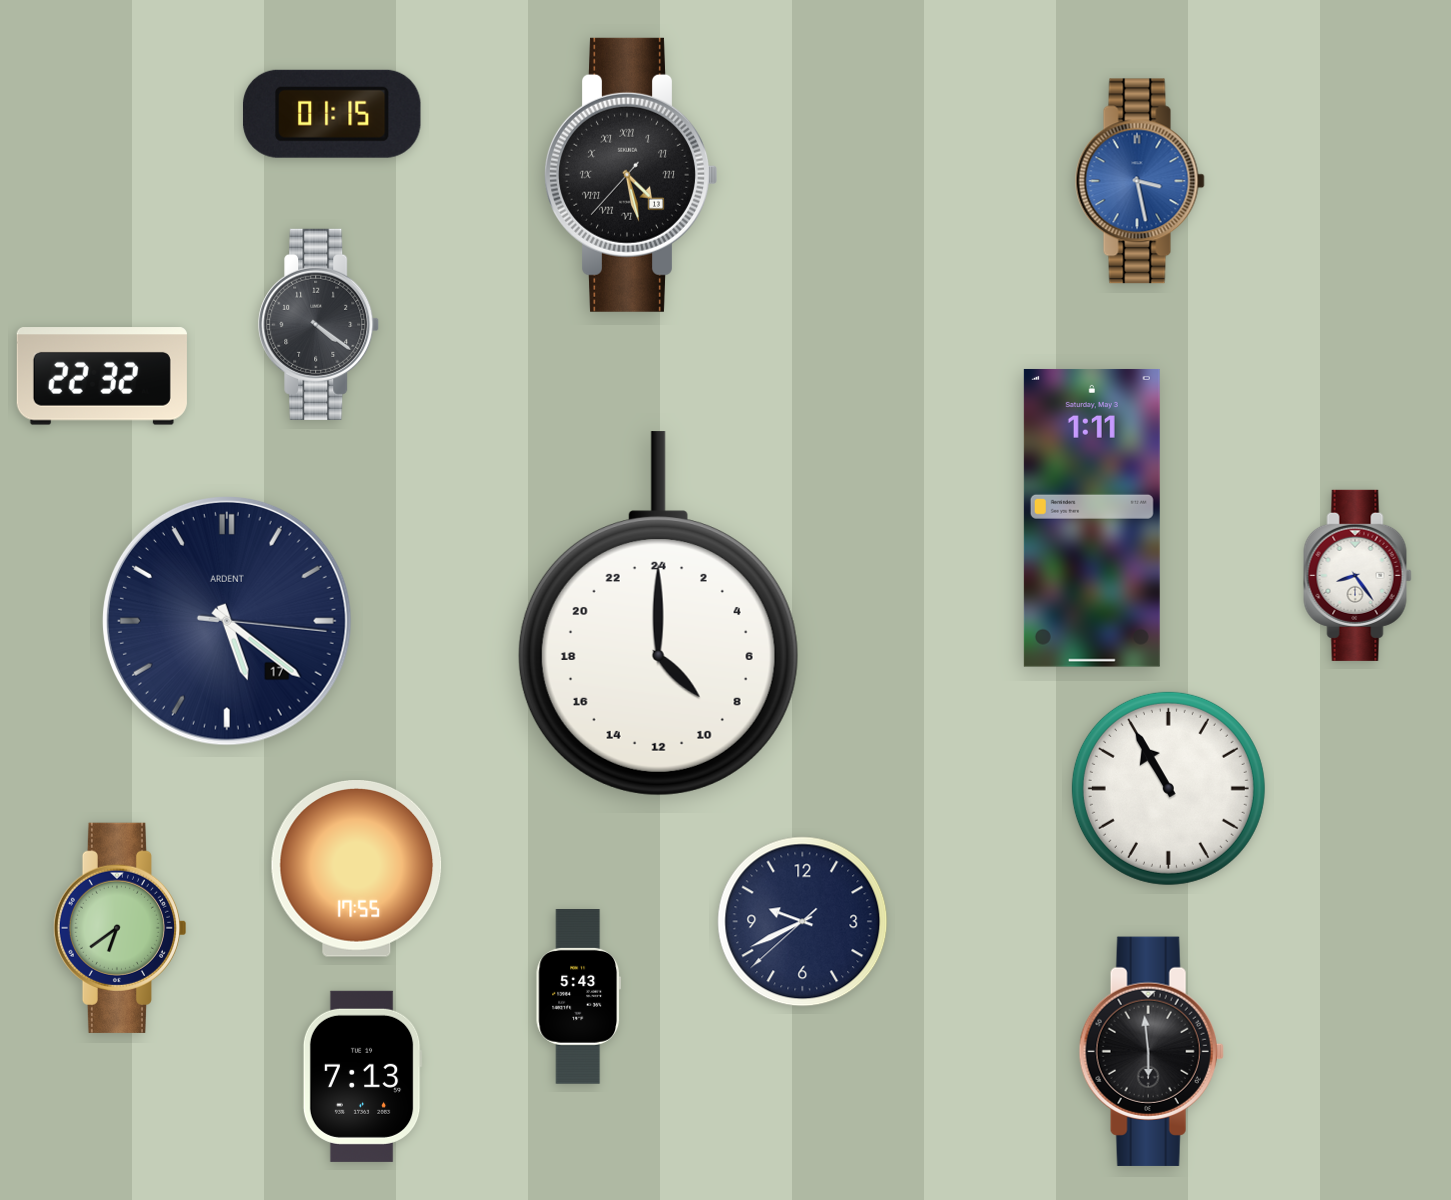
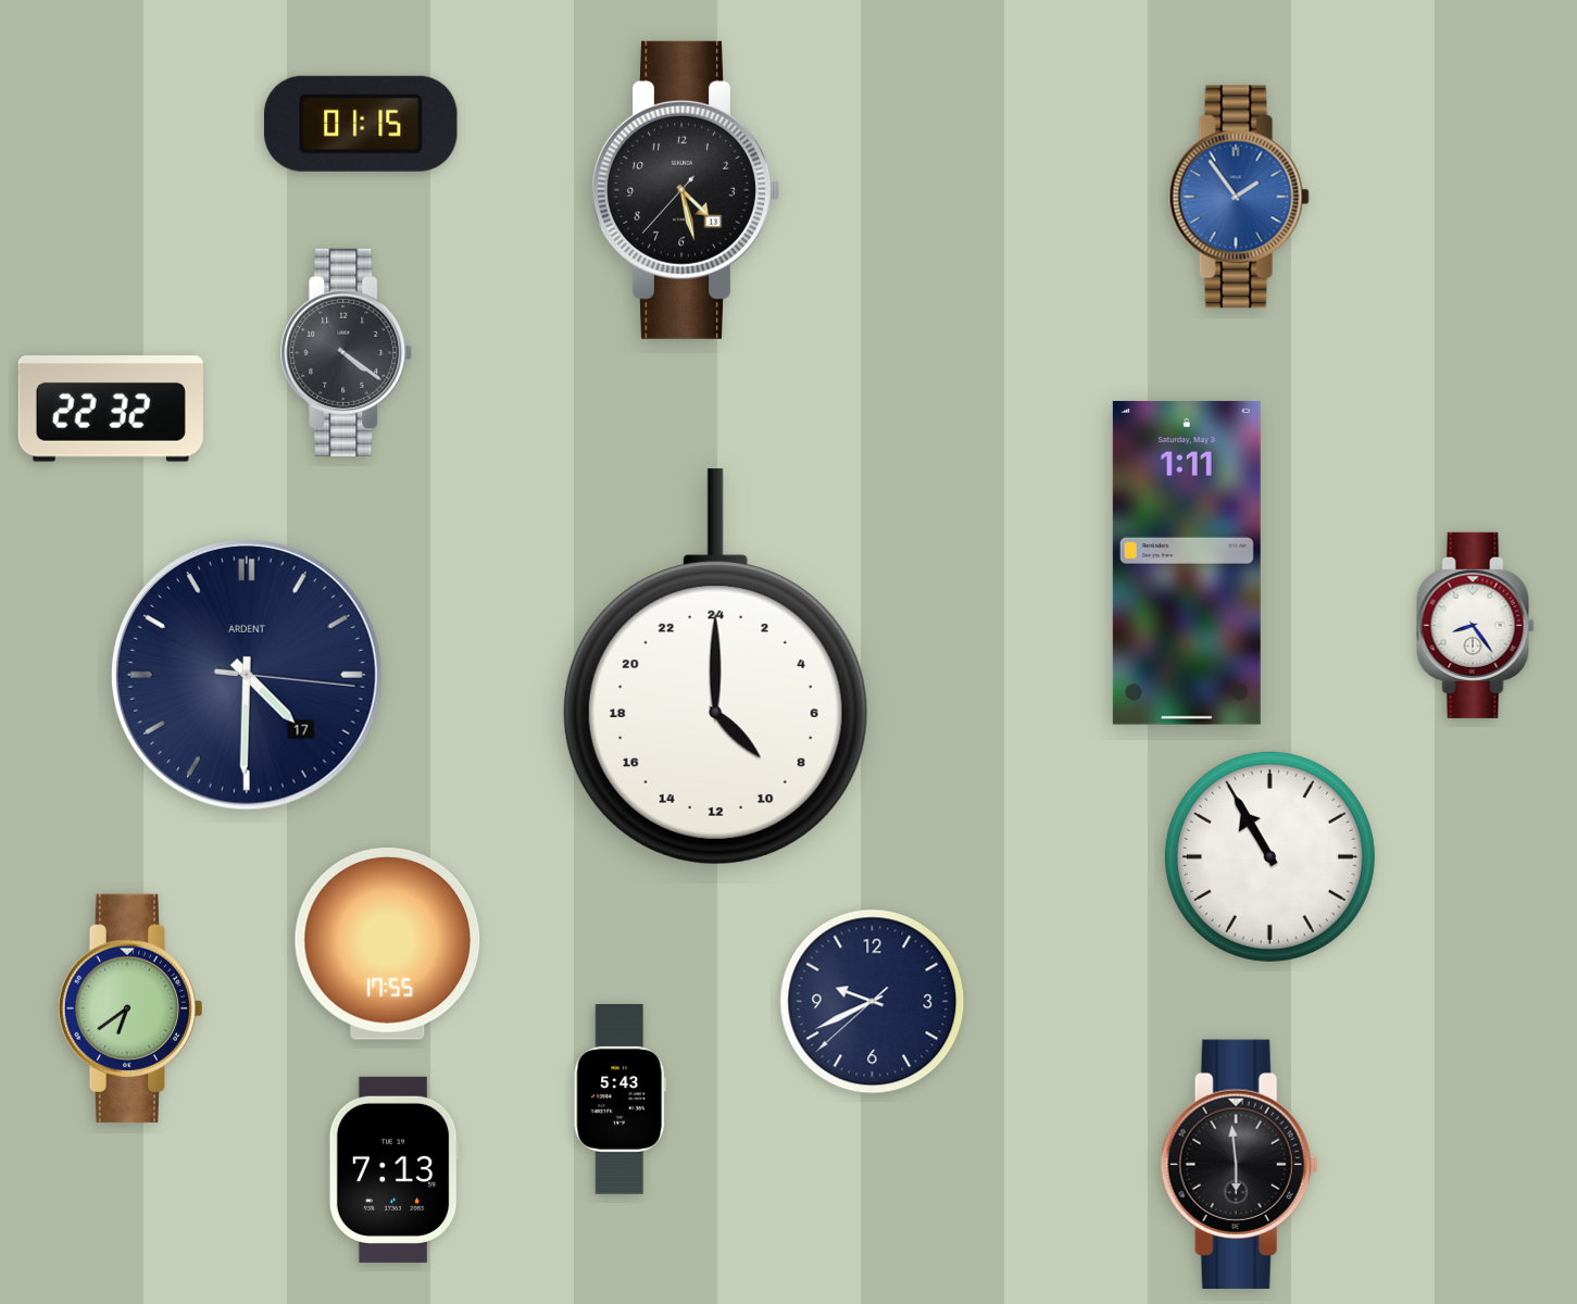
clock at (631, 175) numerals: Roman -> Arabic
clock at (1140, 181): 3:28 -> 1:54
clock at (227, 621): 5:21 -> 4:30
clock at (578, 997) position: (578, 997) -> (619, 1100)
clock at (1151, 1051) position: (1151, 1051) -> (1239, 1164)
